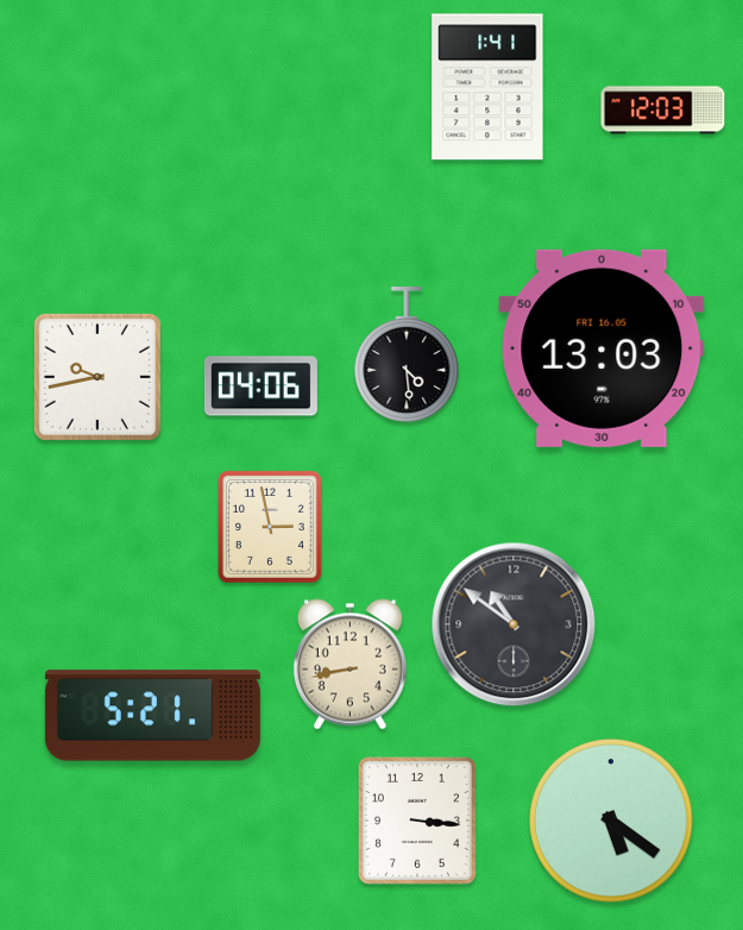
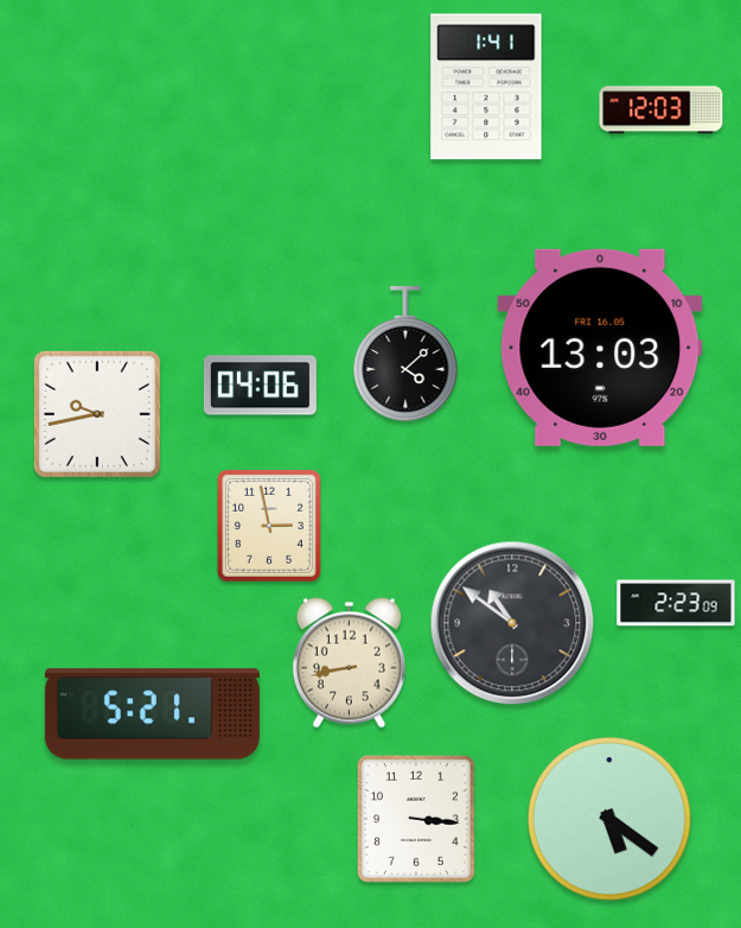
clock at (407, 356): 4:29 -> 4:08
clock at (97, 377) position: (97, 377) -> (97, 414)
clock at (676, 603): none -> 2:23
